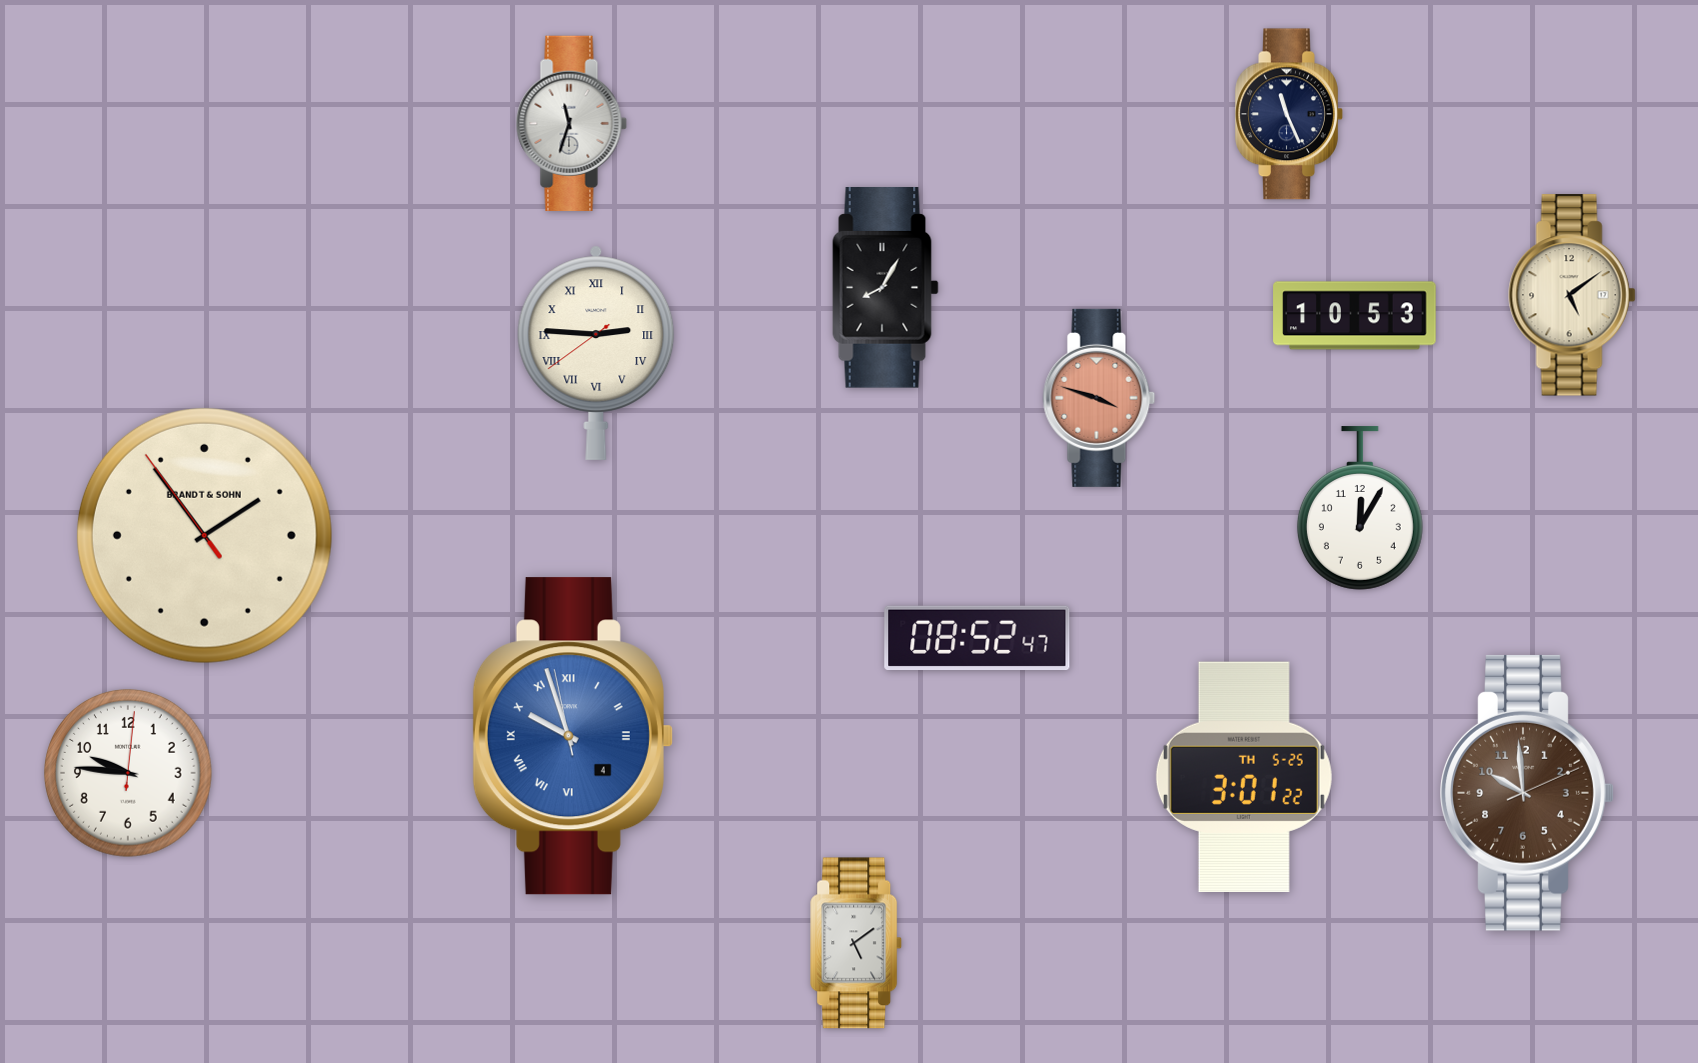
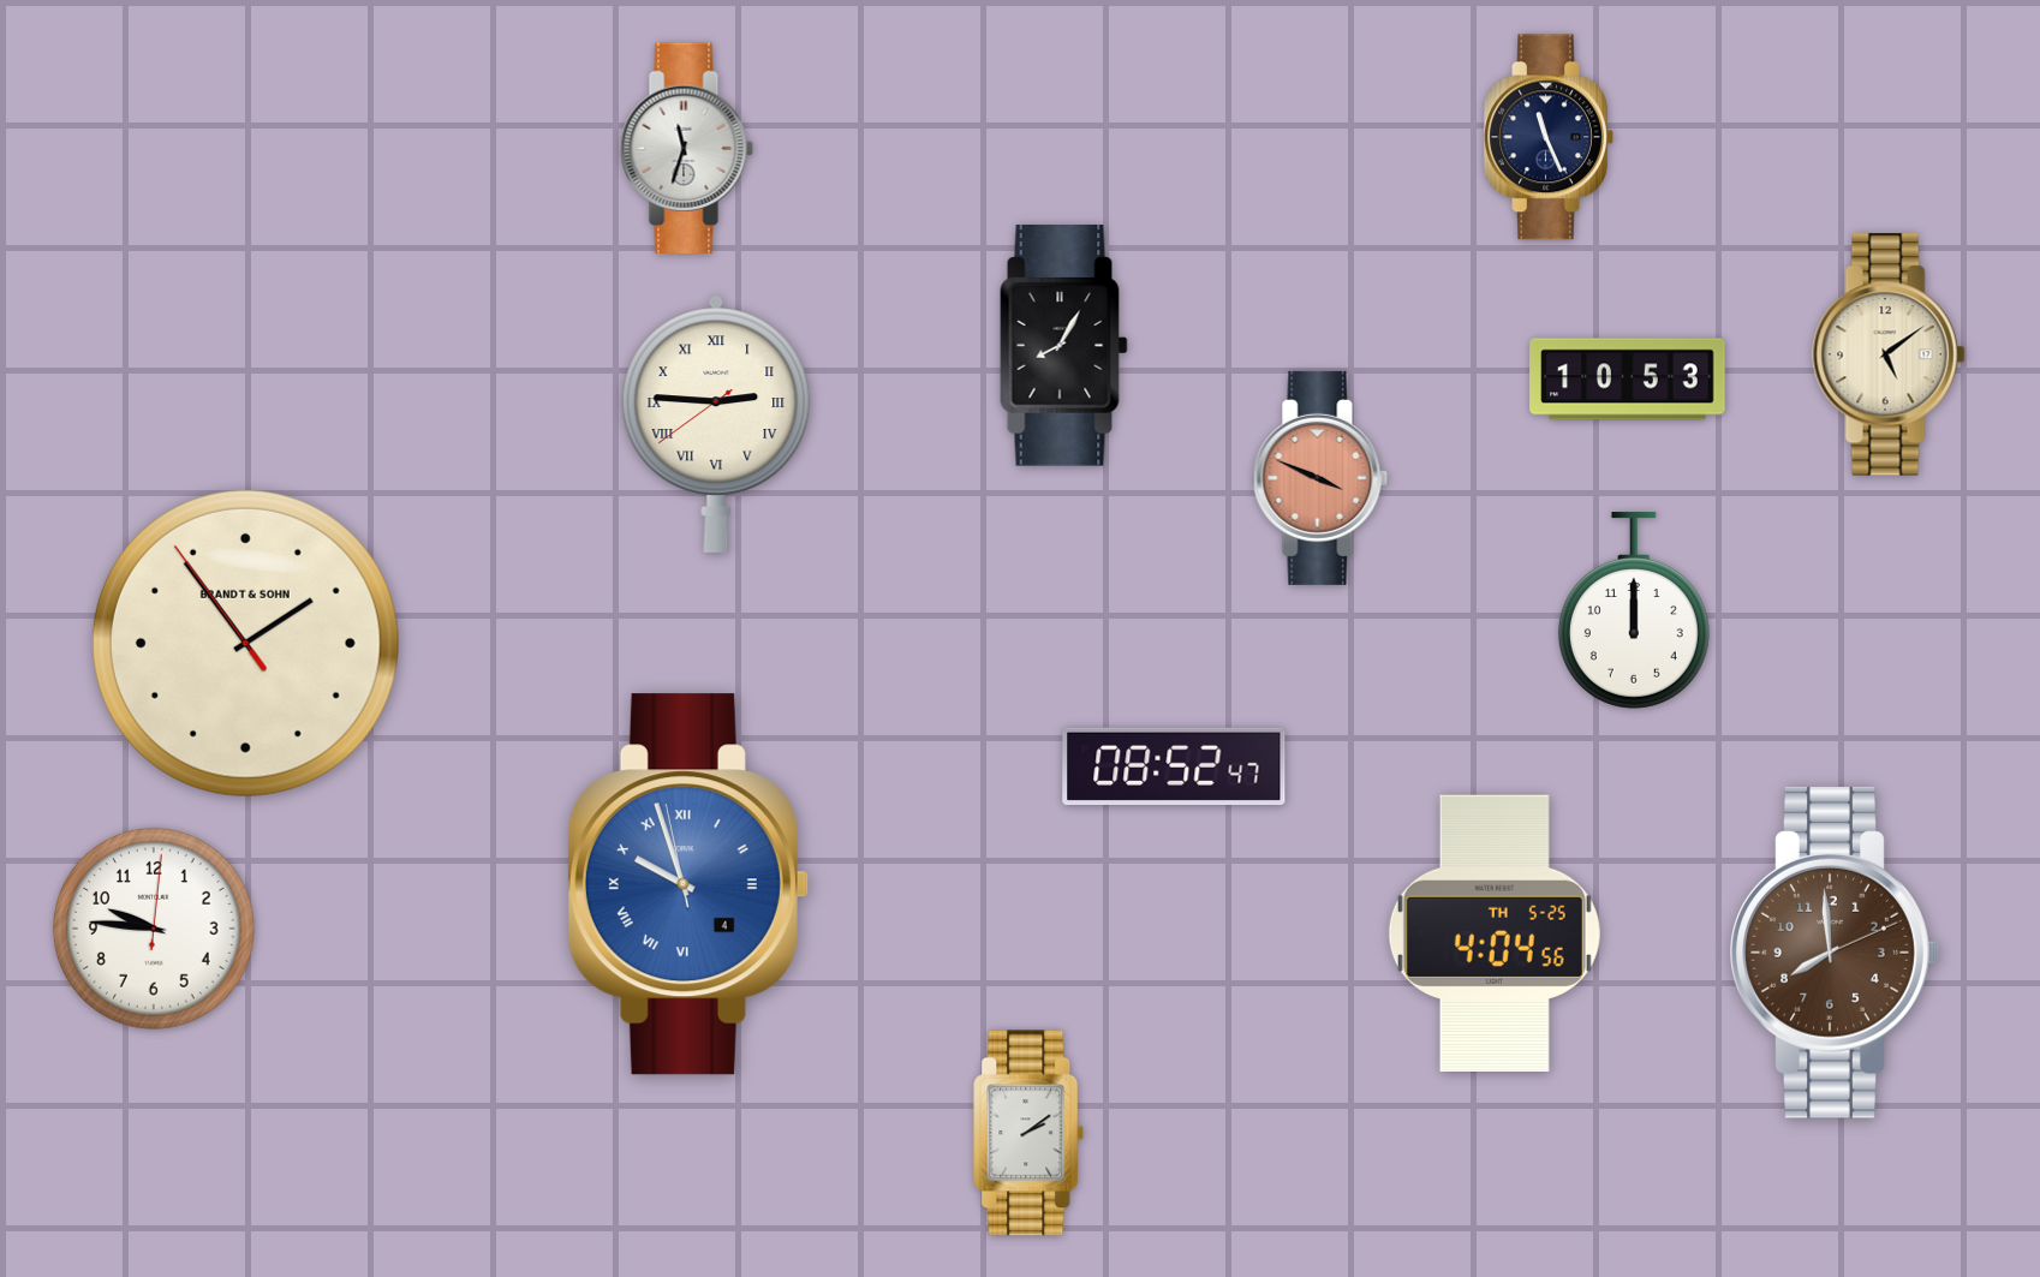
clock at (1099, 398): 3:48 -> 3:49
clock at (1360, 508): 12:05 -> 12:00
clock at (1244, 776): 3:01 -> 4:04
clock at (1527, 793): 9:59 -> 7:59
clock at (857, 943): 5:09 -> 2:09
